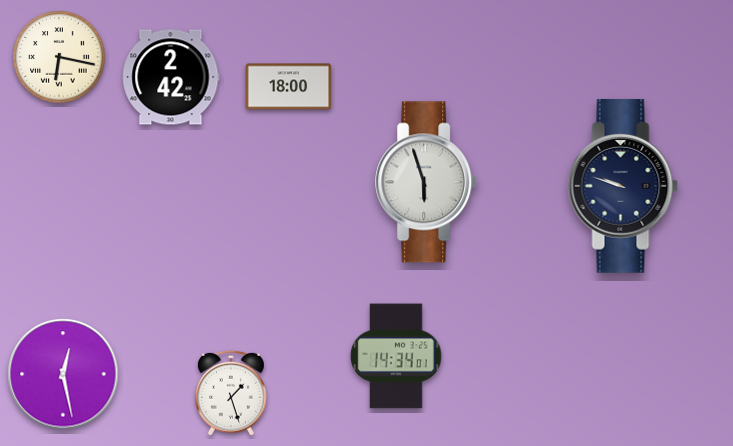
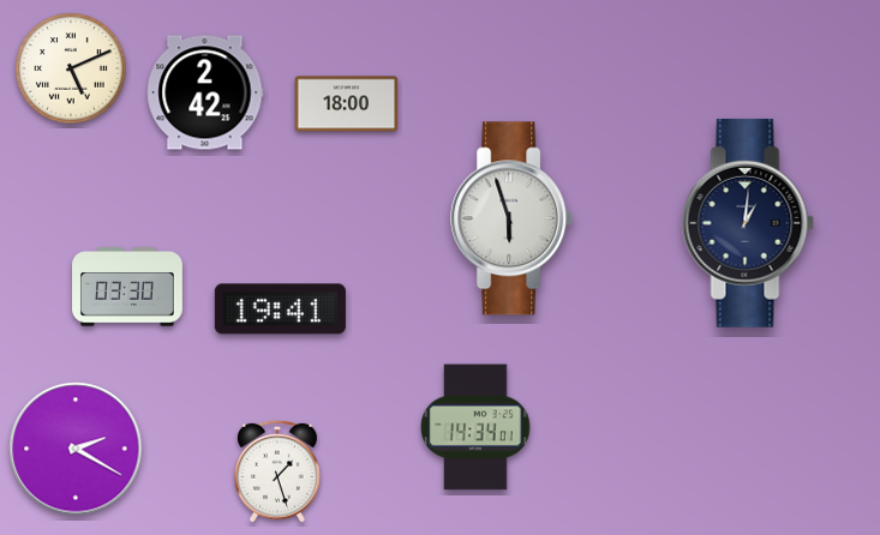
clock at (59, 57): 6:17 -> 5:11
clock at (623, 186): 9:48 -> 1:01
clock at (128, 287): none -> 03:30
clock at (280, 309): none -> 19:41
clock at (63, 374): 12:28 -> 2:20
